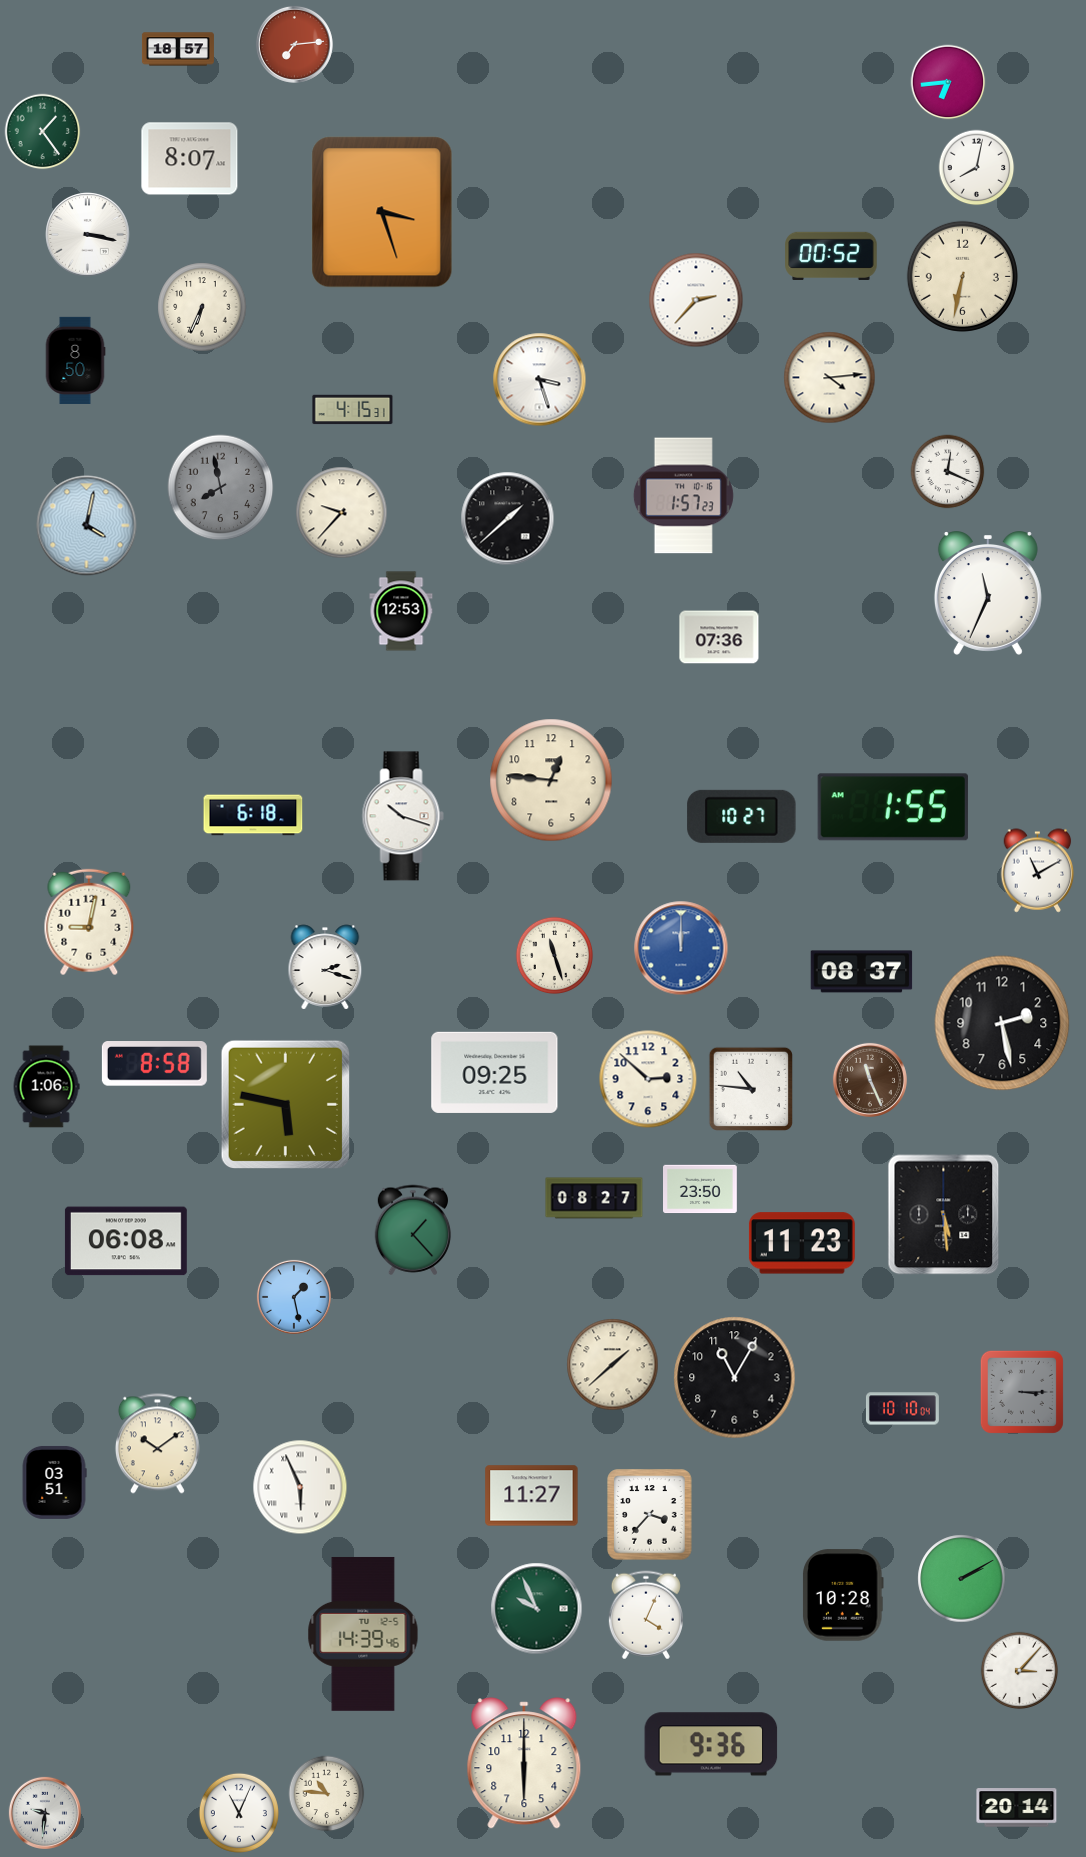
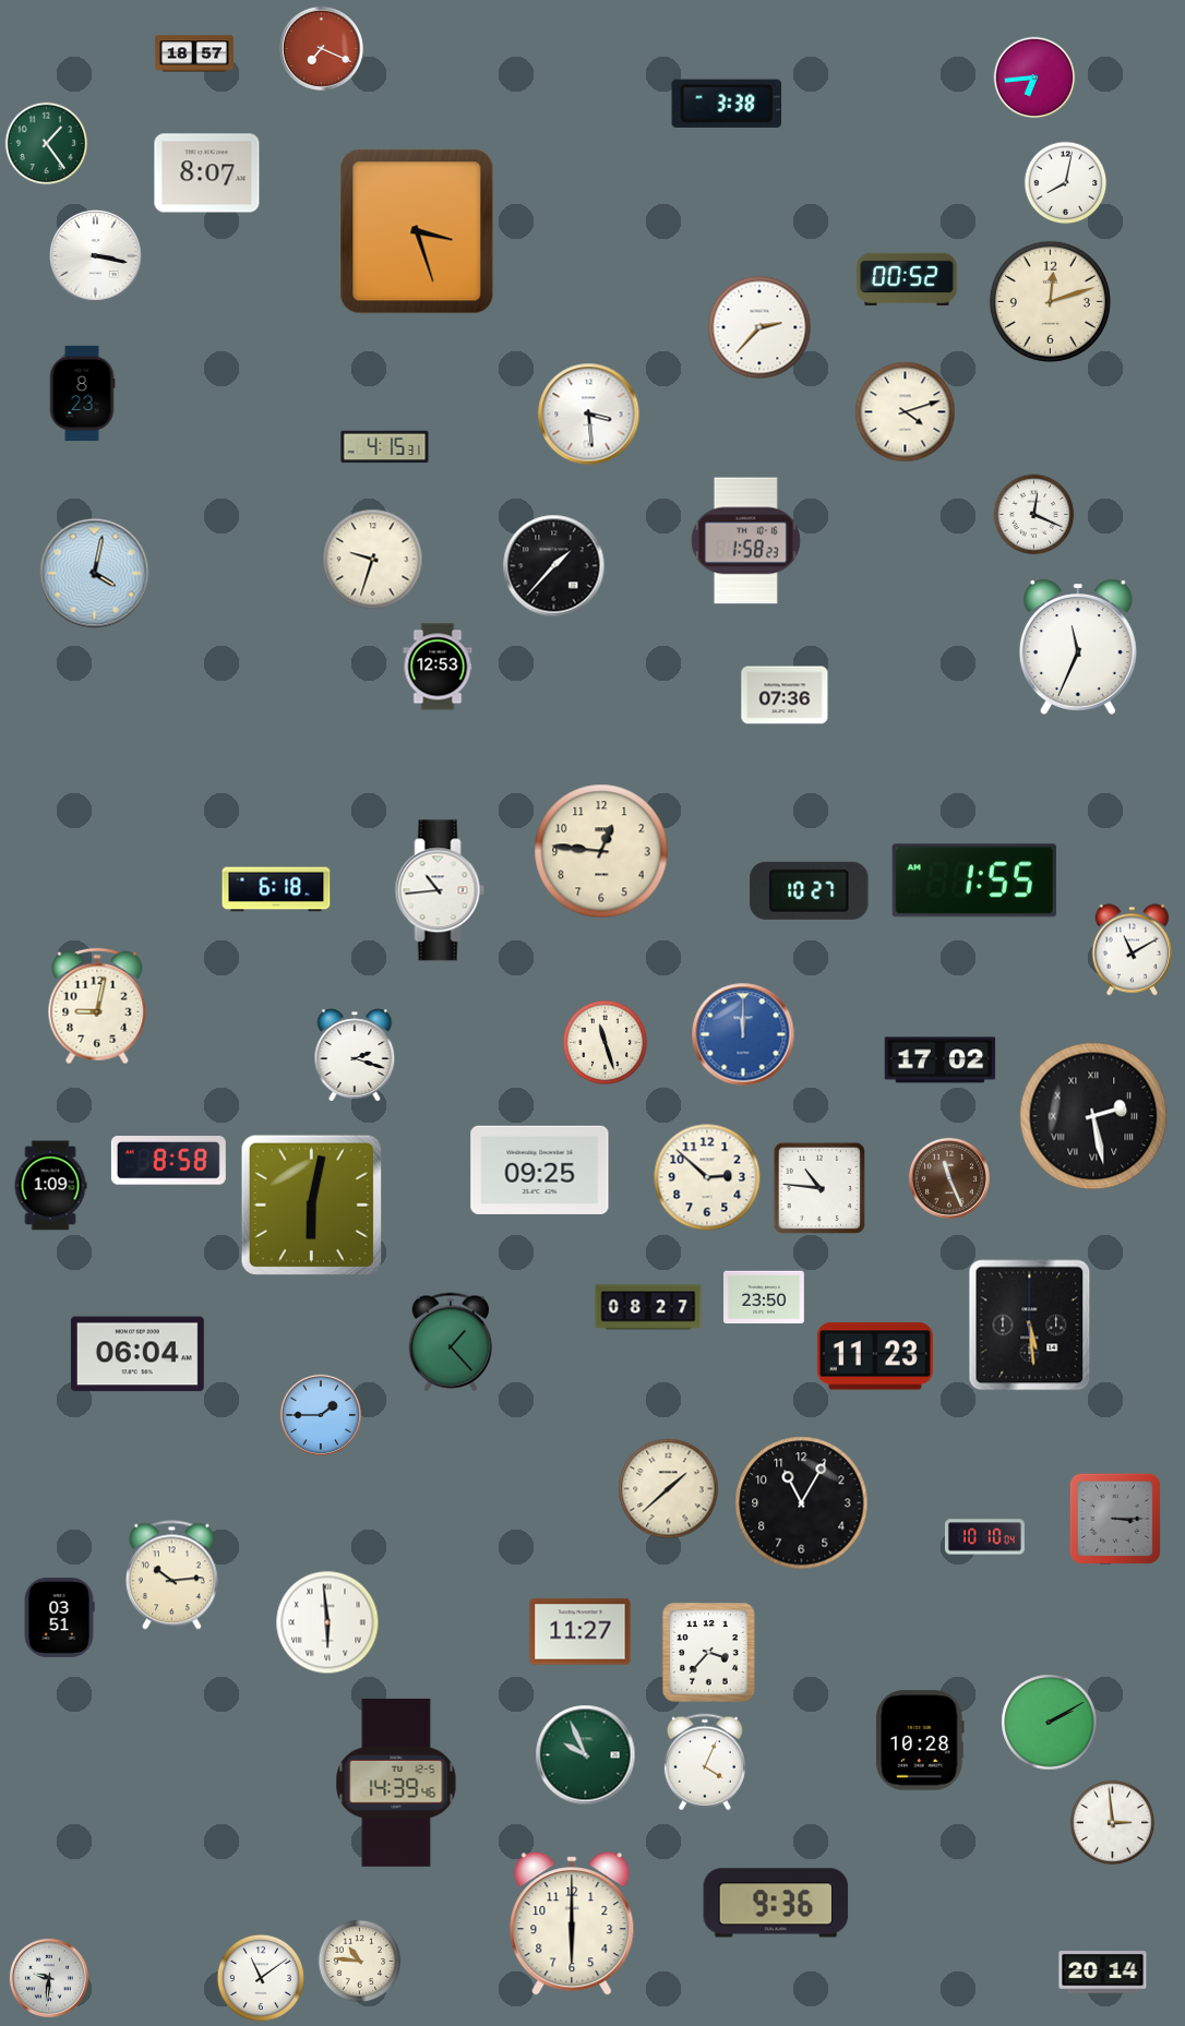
clock at (294, 44): 7:14 -> 7:19
clock at (948, 82) position: (948, 82) -> (1034, 77)
clock at (727, 104): none -> 3:38
clock at (962, 276): 6:32 -> 12:12
clock at (202, 307): 6:34 -> none
clock at (75, 360): 8:50 -> 8:23
clock at (830, 378): 4:14 -> 4:12
clock at (540, 380): 3:27 -> 3:29
clock at (221, 488): 7:58 -> none
clock at (683, 496): 1:57 -> 1:58
clock at (342, 513): 9:37 -> 9:33
clock at (508, 519): 1:38 -> 1:37
clock at (403, 816): 10:18 -> 10:44
clock at (862, 972): 08:37 -> 17:02
clock at (1002, 1023) numerals: Arabic -> Roman
clock at (46, 1087): 1:06 -> 1:09
clock at (285, 1104): 5:47 -> 6:02
clock at (126, 1241): 06:08 -> 06:04
clock at (294, 1297): 1:28 -> 1:45
clock at (157, 1444): 10:09 -> 10:14
clock at (300, 1487): 5:56 -> 5:59
clock at (1020, 1671): 3:07 -> 2:59
clock at (327, 1794) position: (327, 1794) -> (360, 1962)
clock at (1017, 1808) position: (1017, 1808) -> (1103, 1973)
clock at (239, 1813): 11:04 -> 11:09
